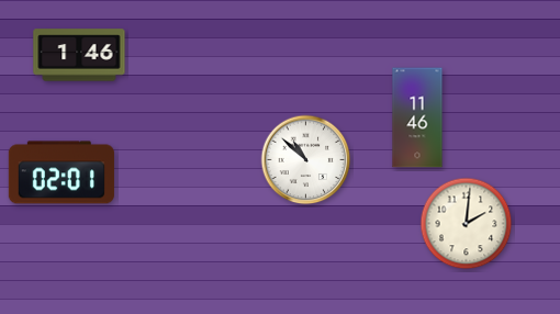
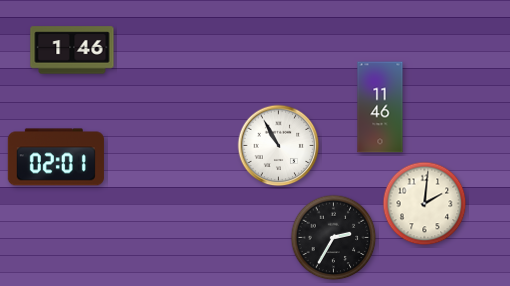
clock at (306, 160): 10:52 -> 10:55
clock at (334, 238): none -> 2:35
